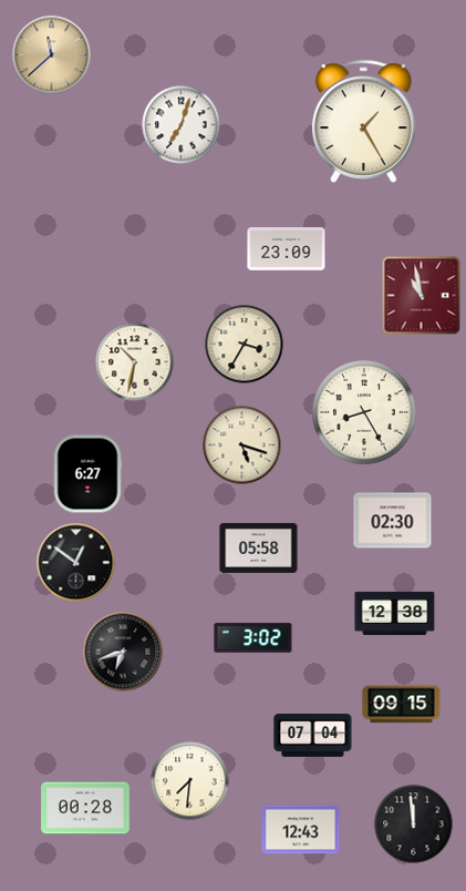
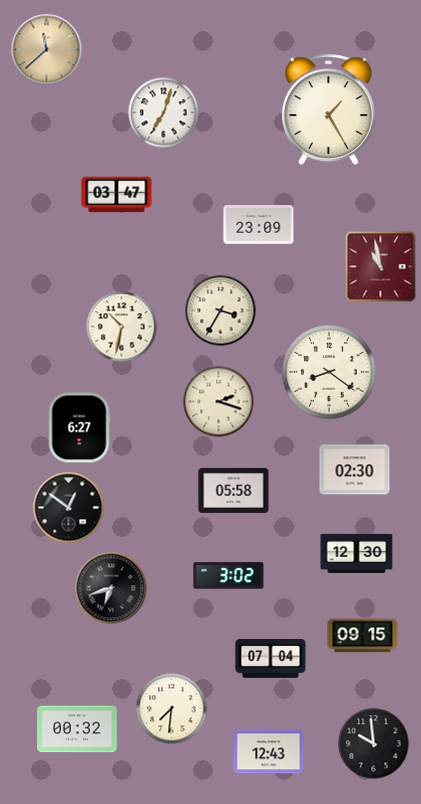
clock at (117, 195): none -> 03:47
clock at (364, 412): 8:25 -> 8:21
clock at (242, 445): 5:18 -> 2:18
clock at (259, 547) position: (259, 547) -> (234, 490)
clock at (395, 613): 12:38 -> 12:30
clock at (313, 736) position: (313, 736) -> (271, 659)
clock at (190, 781) position: (190, 781) -> (172, 709)
clock at (85, 808): 00:28 -> 00:32
clock at (414, 825): 11:59 -> 9:59
clock at (301, 830) position: (301, 830) -> (269, 752)
